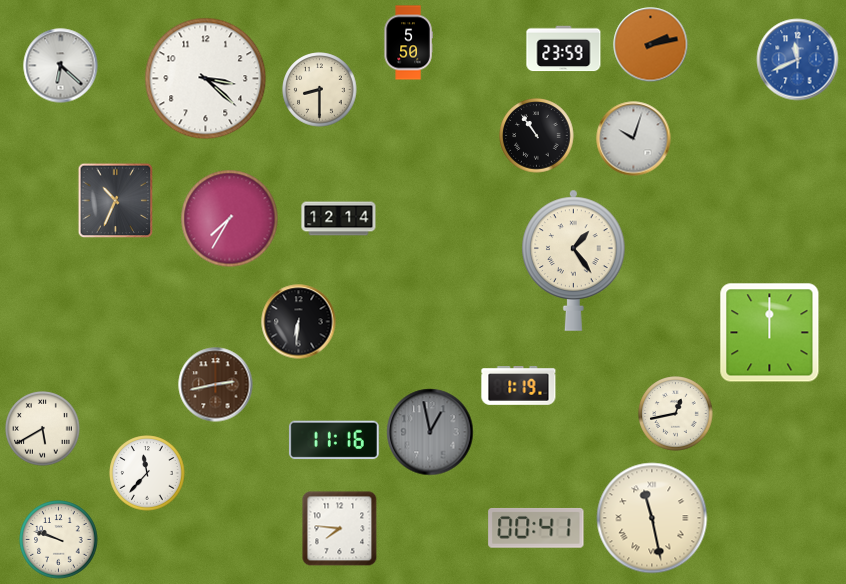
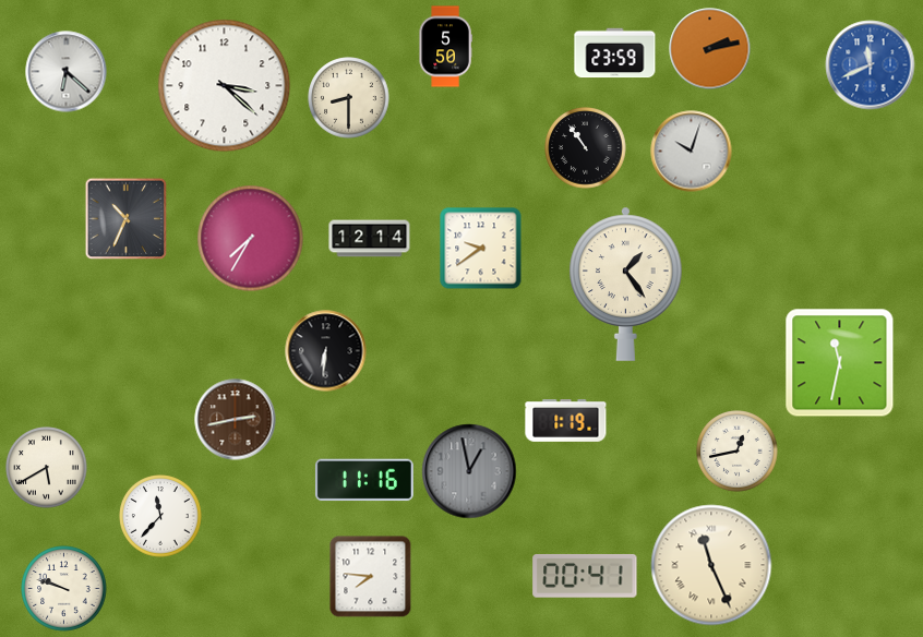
clock at (481, 249): none -> 9:39
clock at (770, 333): 12:00 -> 11:32
clock at (652, 518): 11:28 -> 11:26
